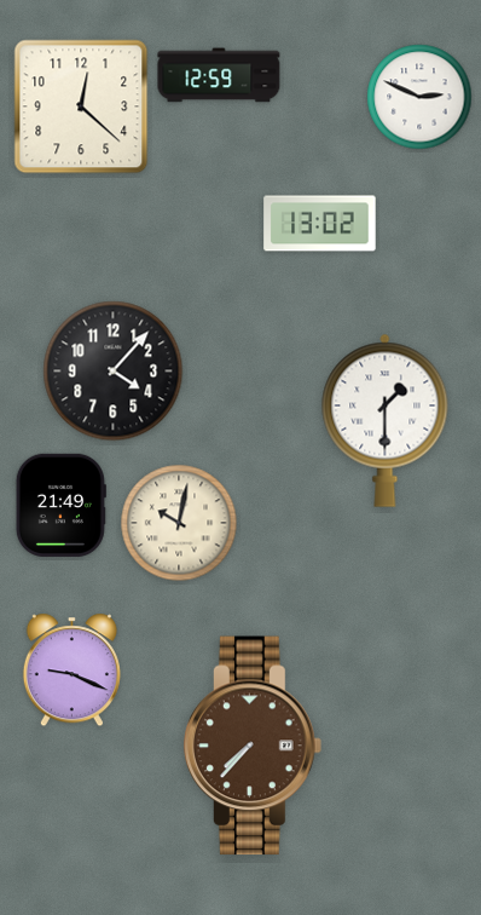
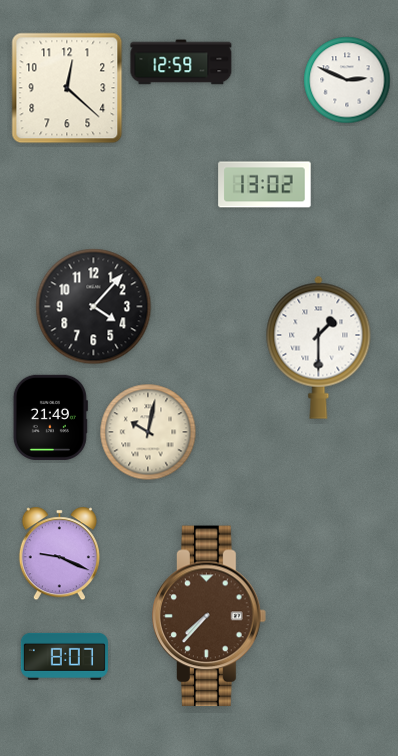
clock at (64, 656): none -> 8:07
